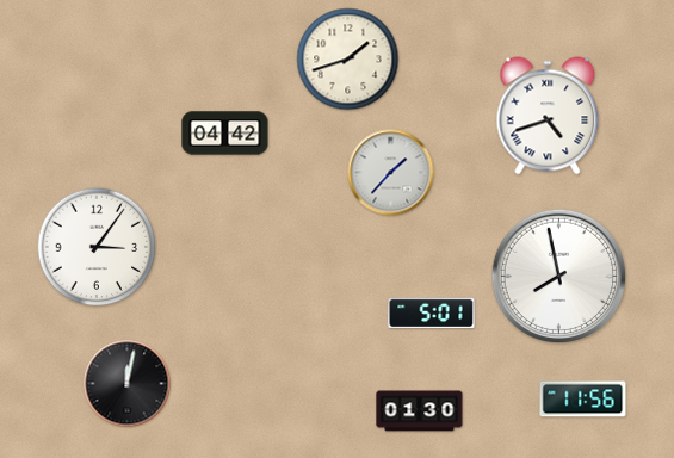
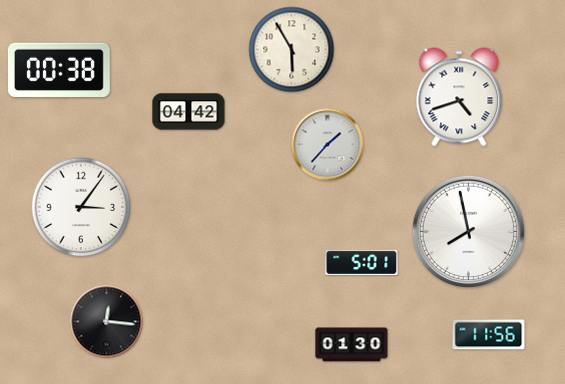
clock at (348, 60): 1:42 -> 5:55
clock at (59, 69): none -> 00:38
clock at (128, 384): 12:02 -> 12:16
